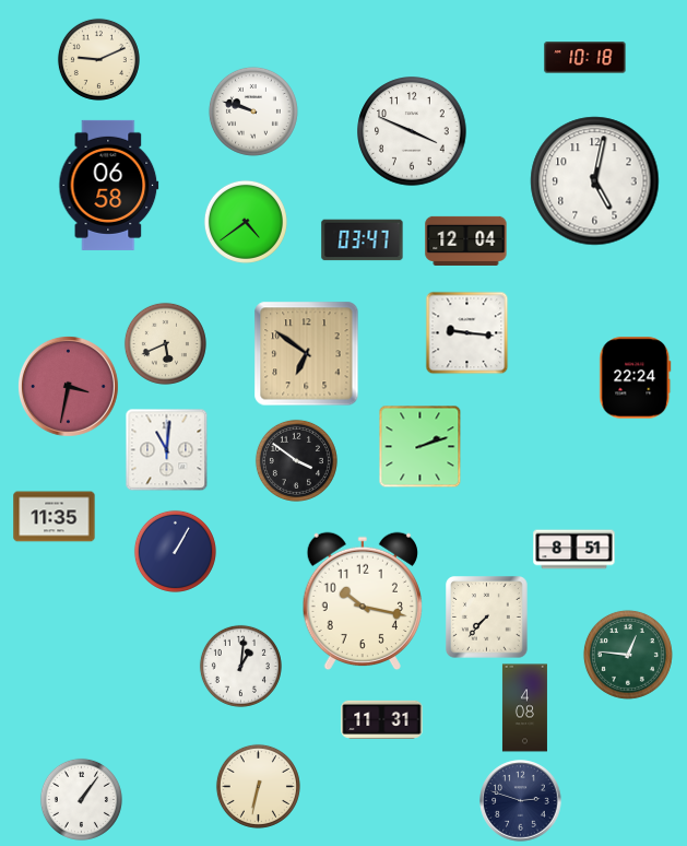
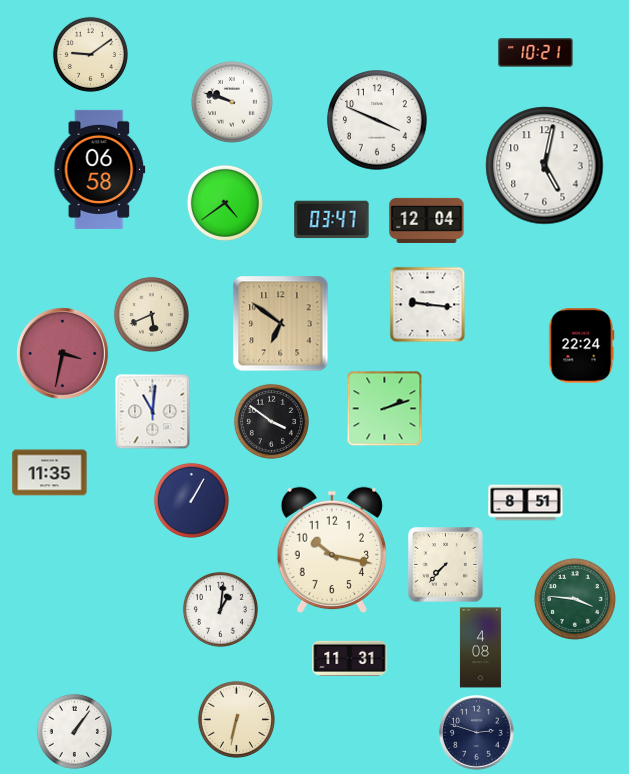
clock at (585, 58): 10:18 -> 10:21
clock at (98, 59): 9:11 -> 9:09
clock at (175, 551) position: (175, 551) -> (191, 500)
clock at (628, 655): 12:46 -> 3:46
